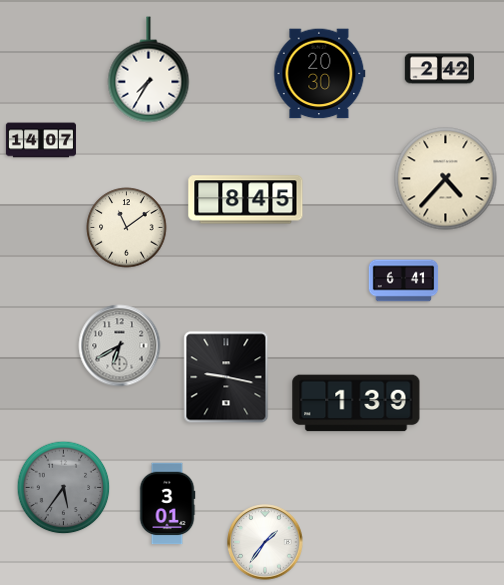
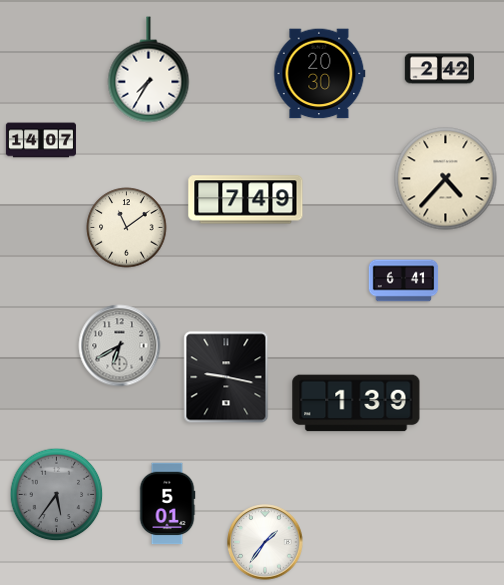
clock at (246, 200): 8:45 -> 7:49
clock at (64, 488) position: (64, 488) -> (57, 495)
clock at (167, 504): 3:01 -> 5:01
